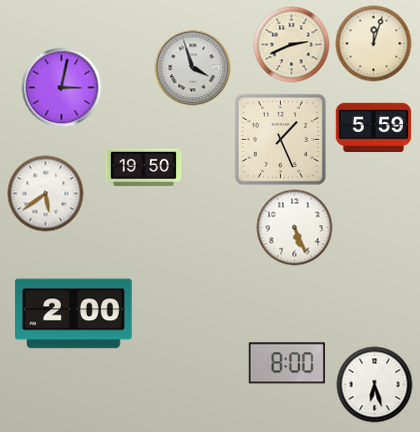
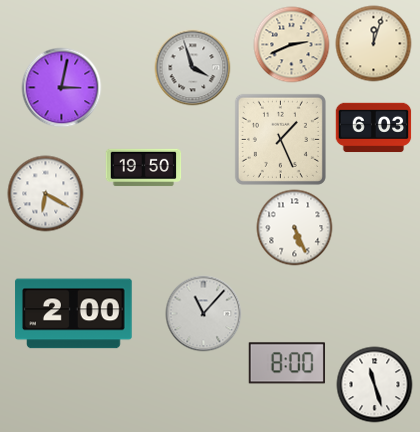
clock at (374, 128): 5:59 -> 6:03
clock at (46, 194): 5:39 -> 6:20
clock at (204, 314): none -> 11:07
clock at (375, 385): 6:27 -> 11:27
